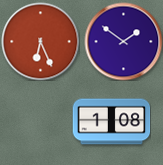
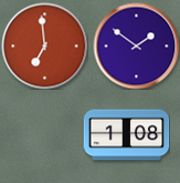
clock at (40, 41): 6:26 -> 6:59
clock at (111, 122) position: (111, 122) -> (126, 135)
